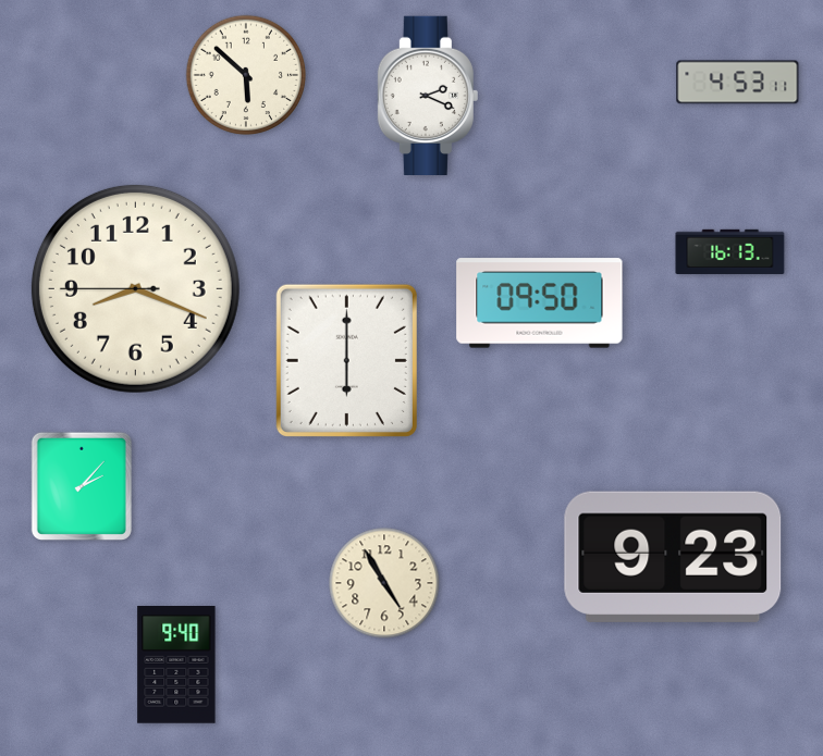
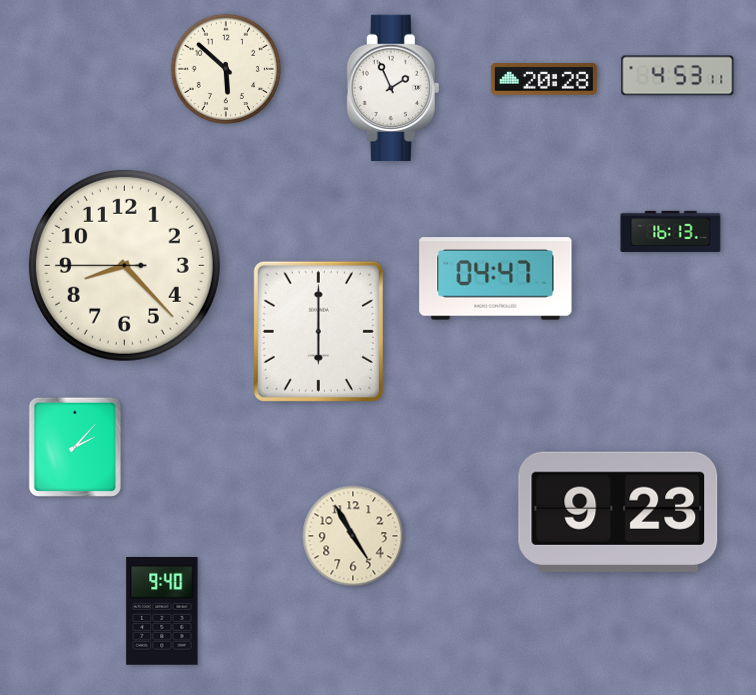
clock at (544, 79): none -> 20:28
clock at (428, 95): 2:19 -> 1:56
clock at (135, 288): 8:18 -> 8:22
clock at (540, 303): 09:50 -> 04:47
